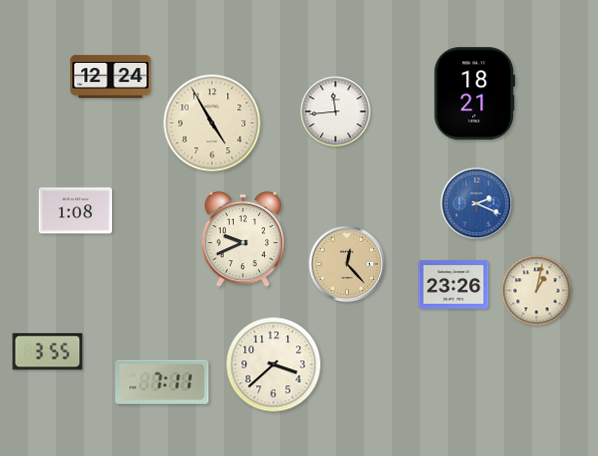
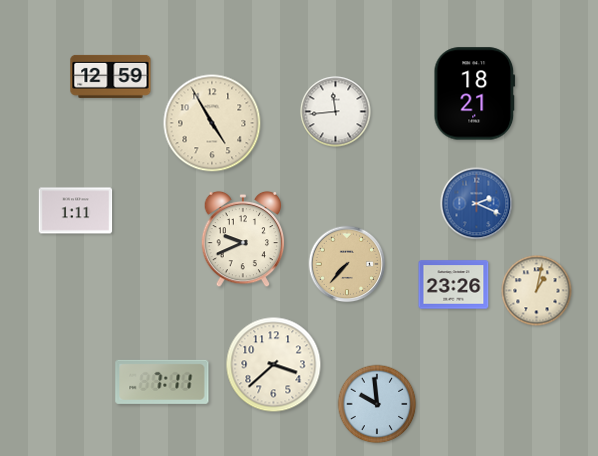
clock at (111, 76): 12:24 -> 12:59
clock at (76, 211): 1:08 -> 1:11
clock at (347, 264): 12:23 -> 7:37
clock at (48, 352): 3:55 -> none
clock at (377, 404): none -> 9:59
